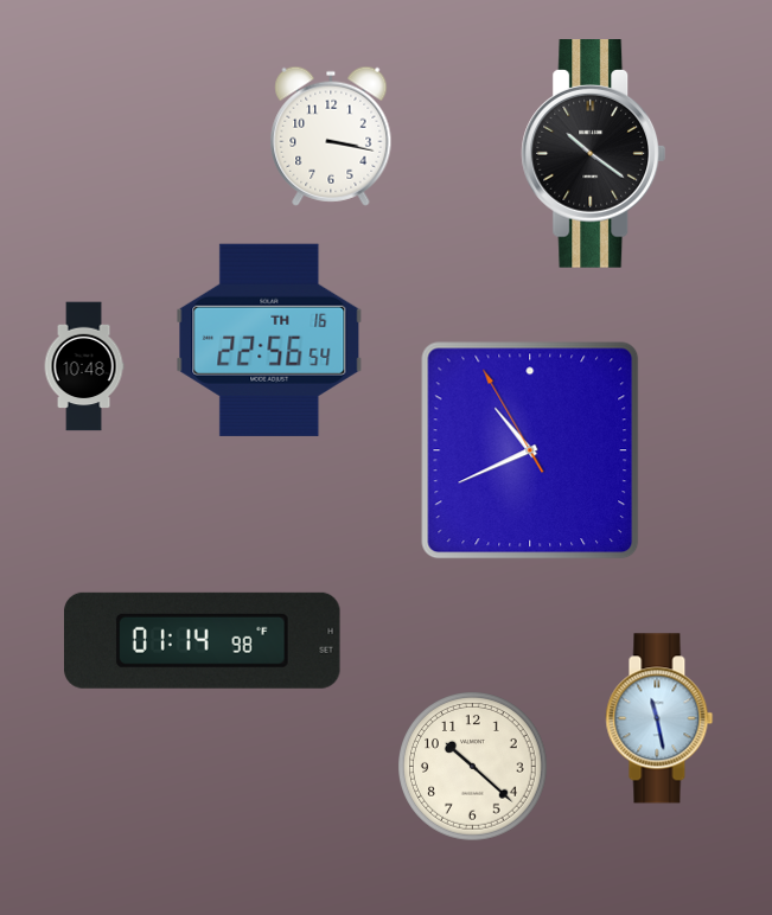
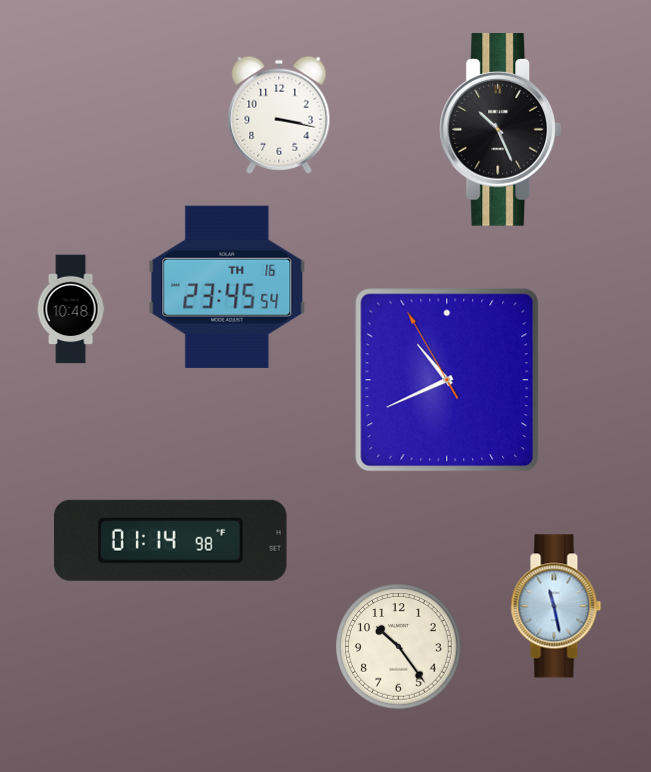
clock at (594, 154): 10:21 -> 10:26
clock at (269, 340): 22:56 -> 23:45
clock at (473, 767): 10:22 -> 10:24
